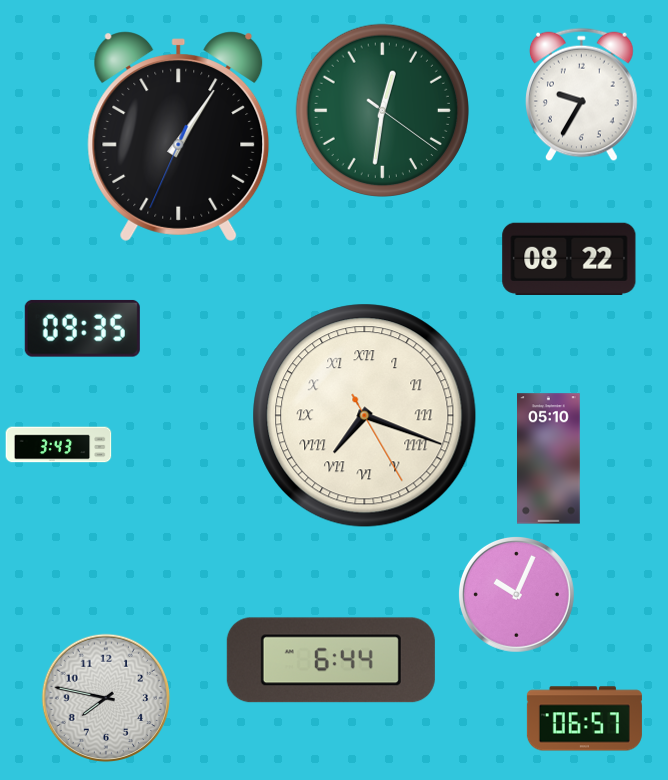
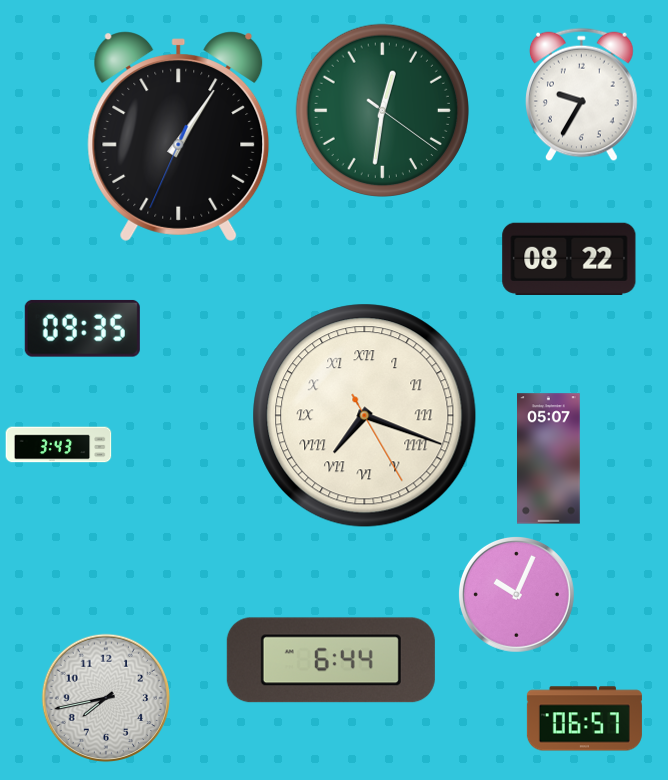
clock at (549, 459): 05:10 -> 05:07
clock at (106, 698): 7:47 -> 7:43
